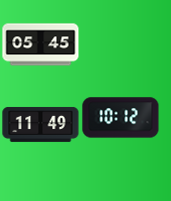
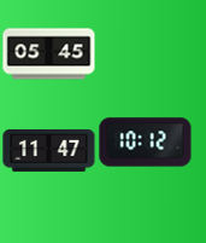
clock at (41, 124): 11:49 -> 11:47
